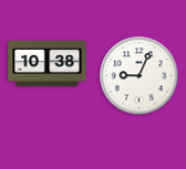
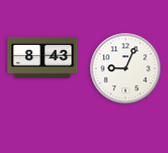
clock at (48, 63): 10:38 -> 8:43
